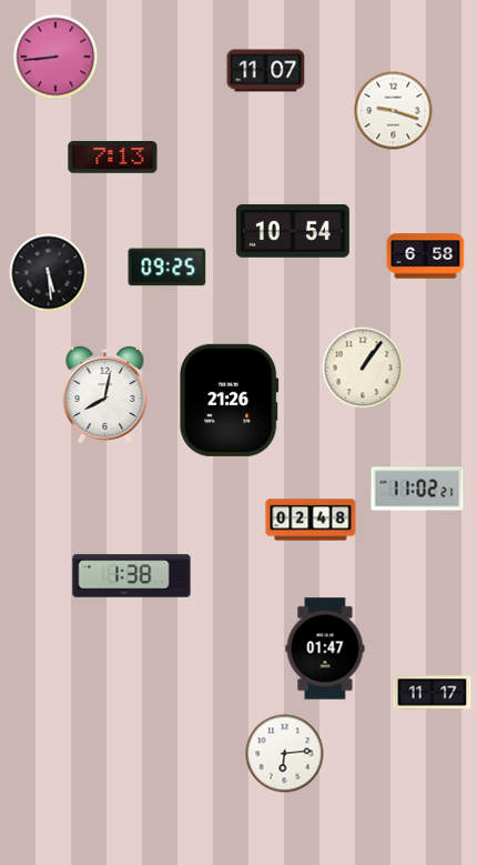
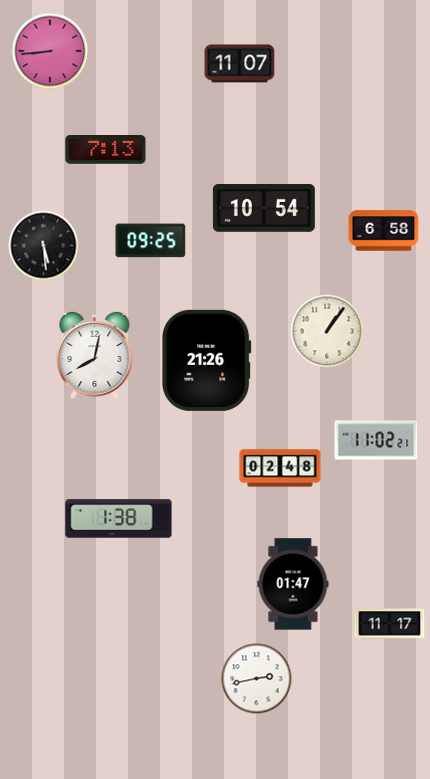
clock at (394, 111): 9:18 -> none
clock at (113, 158) position: (113, 158) -> (106, 150)
clock at (285, 754): 6:14 -> 2:43
